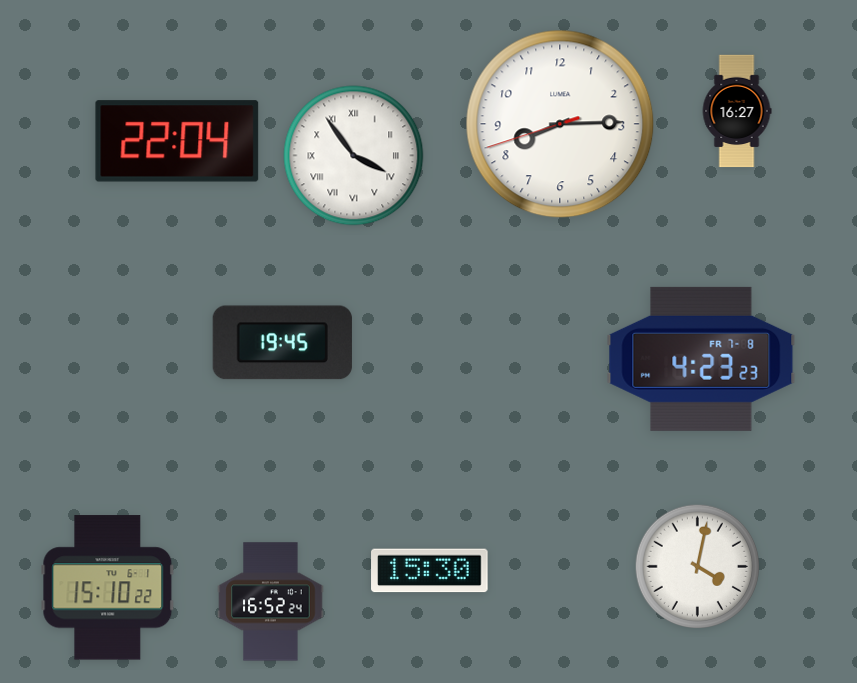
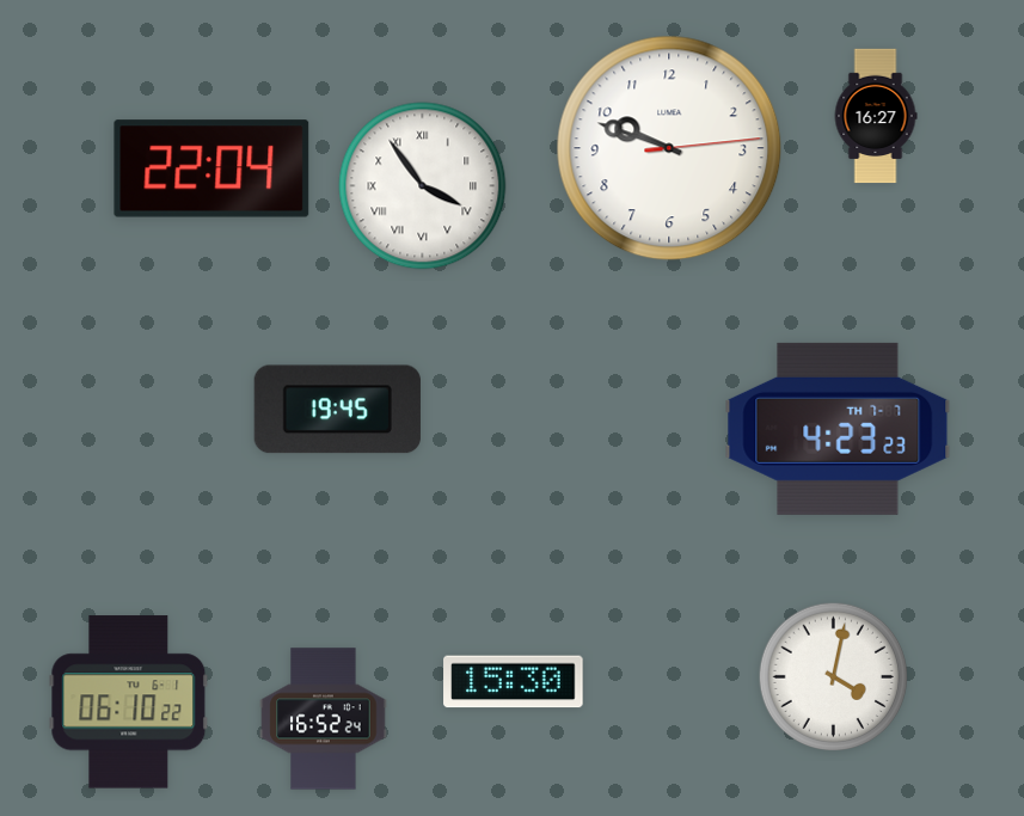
clock at (737, 111) position: (737, 111) -> (876, 116)
clock at (560, 124): 8:14 -> 9:48
clock at (701, 359) date: FR 7-8 -> TH 7-7
clock at (108, 588): 15:10 -> 06:10
